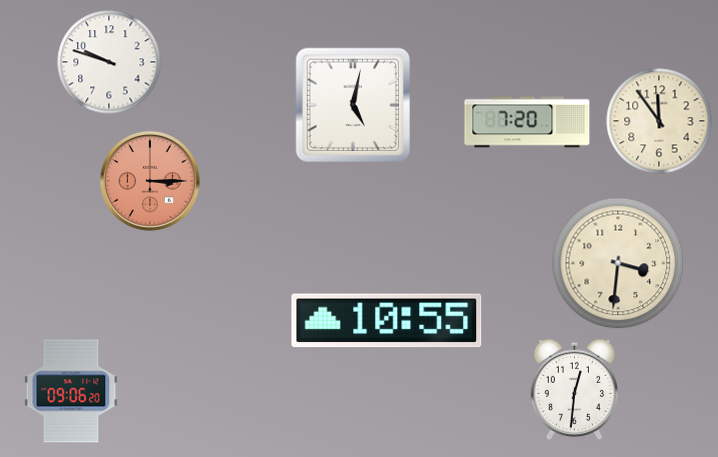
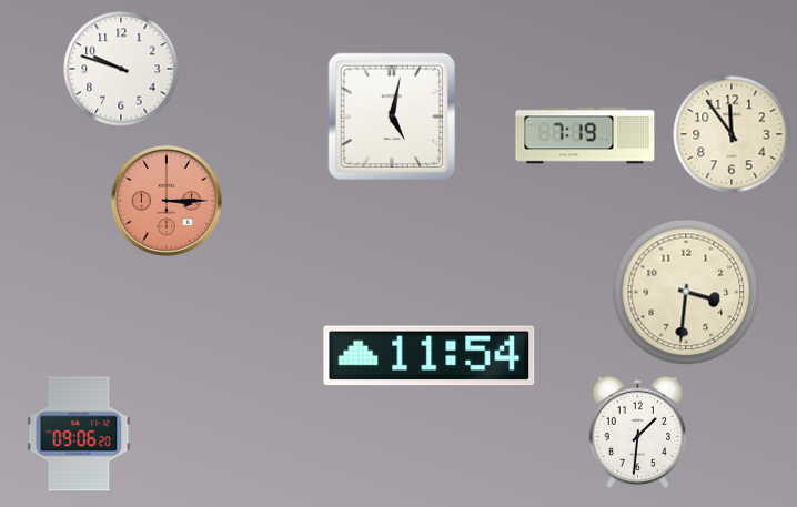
clock at (527, 122): 7:20 -> 7:19
clock at (387, 321): 10:55 -> 11:54
clock at (574, 390): 12:31 -> 1:31
